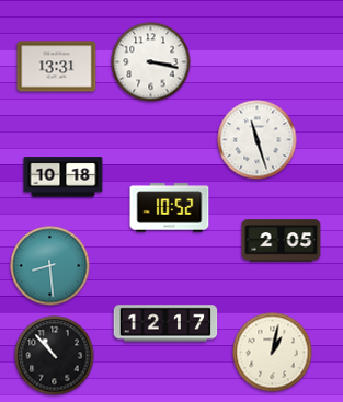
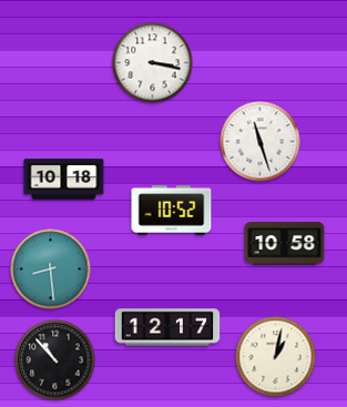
clock at (57, 67): 13:31 -> none
clock at (282, 241): 2:05 -> 10:58
